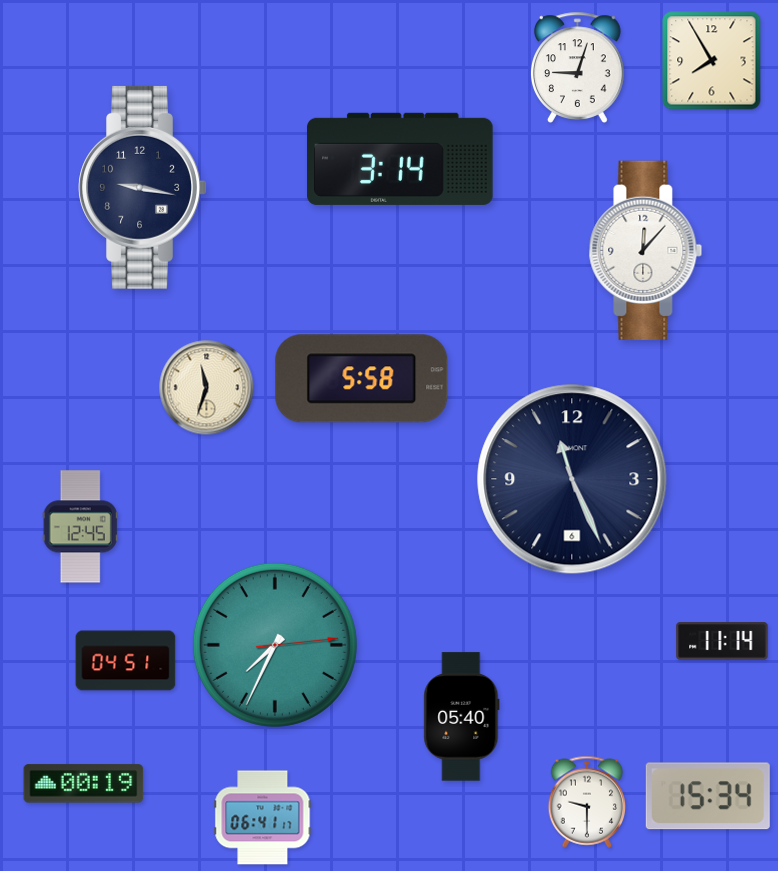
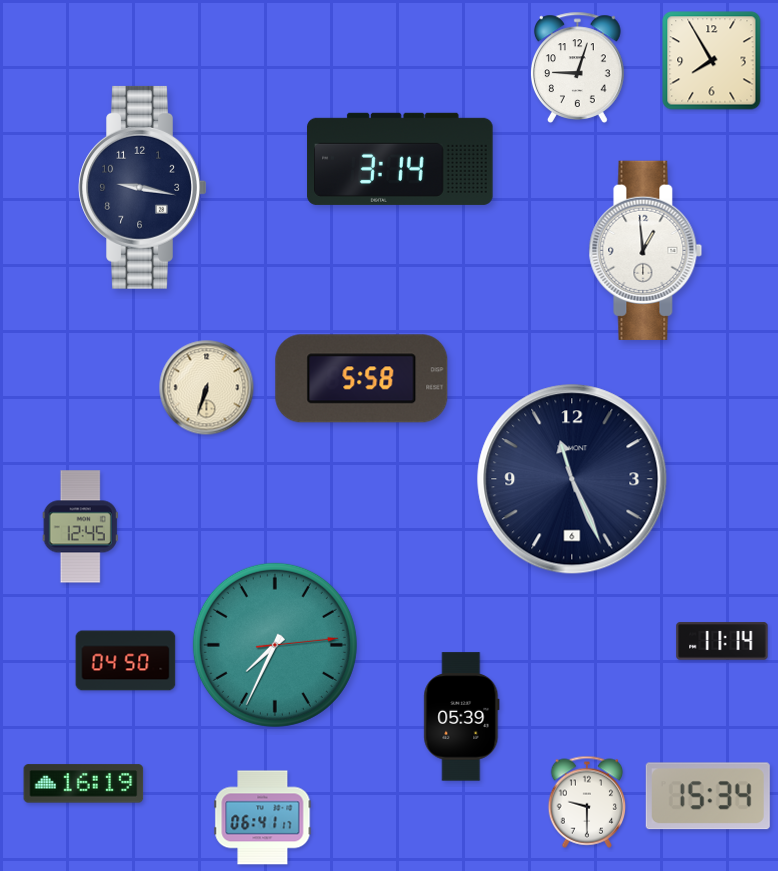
clock at (646, 250): 12:07 -> 12:59
clock at (207, 388): 11:33 -> 6:33
clock at (126, 661): 04:51 -> 04:50
clock at (462, 717): 05:40 -> 05:39
clock at (84, 784): 00:19 -> 16:19
